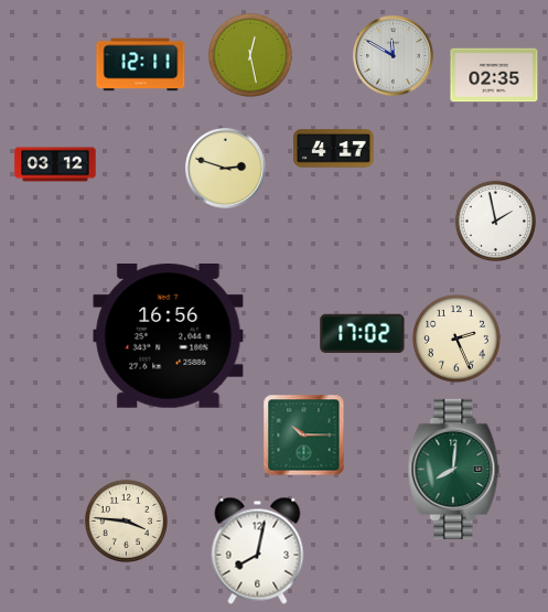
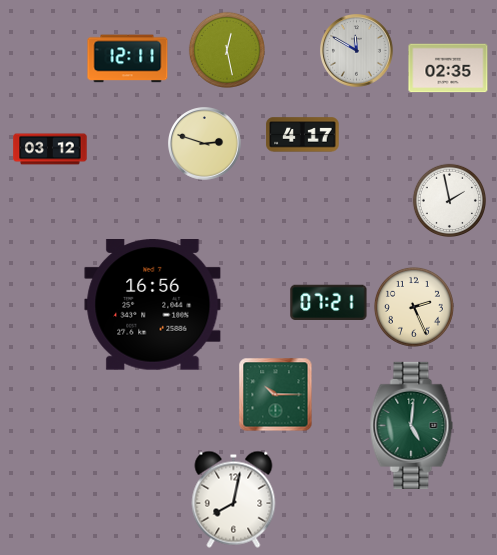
clock at (226, 169) position: (226, 169) -> (205, 144)
clock at (363, 334): 17:02 -> 07:21
clock at (454, 469): 8:01 -> 5:01
clock at (126, 520): 3:46 -> none
